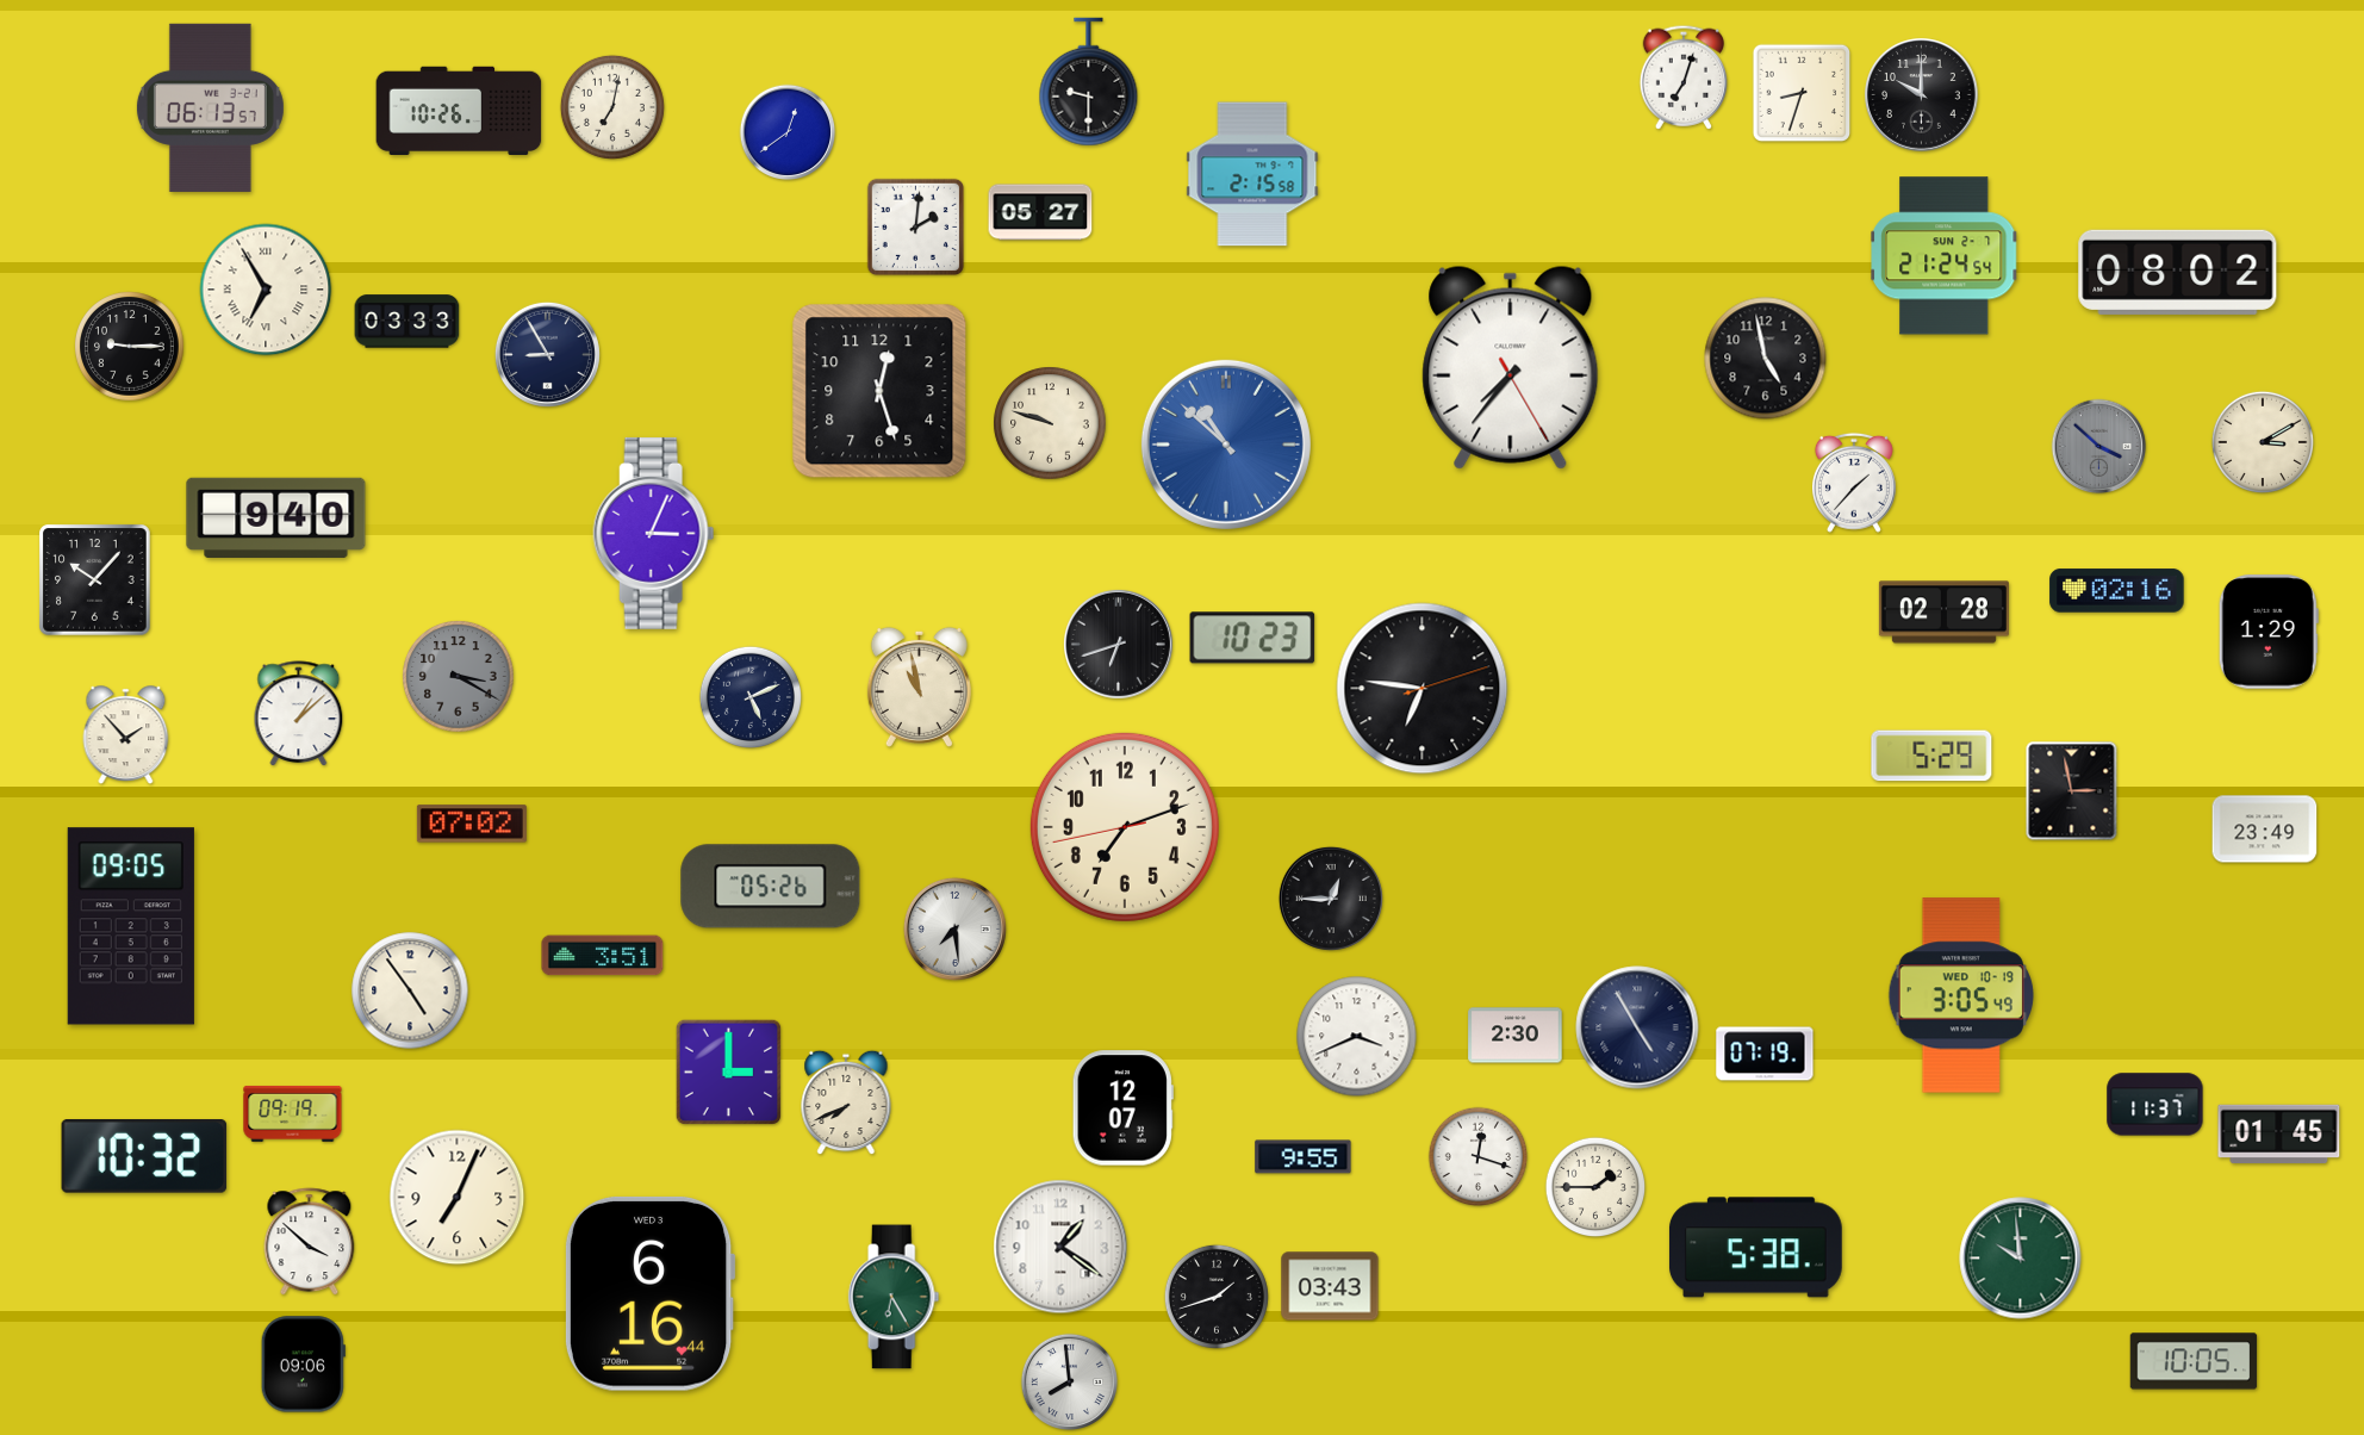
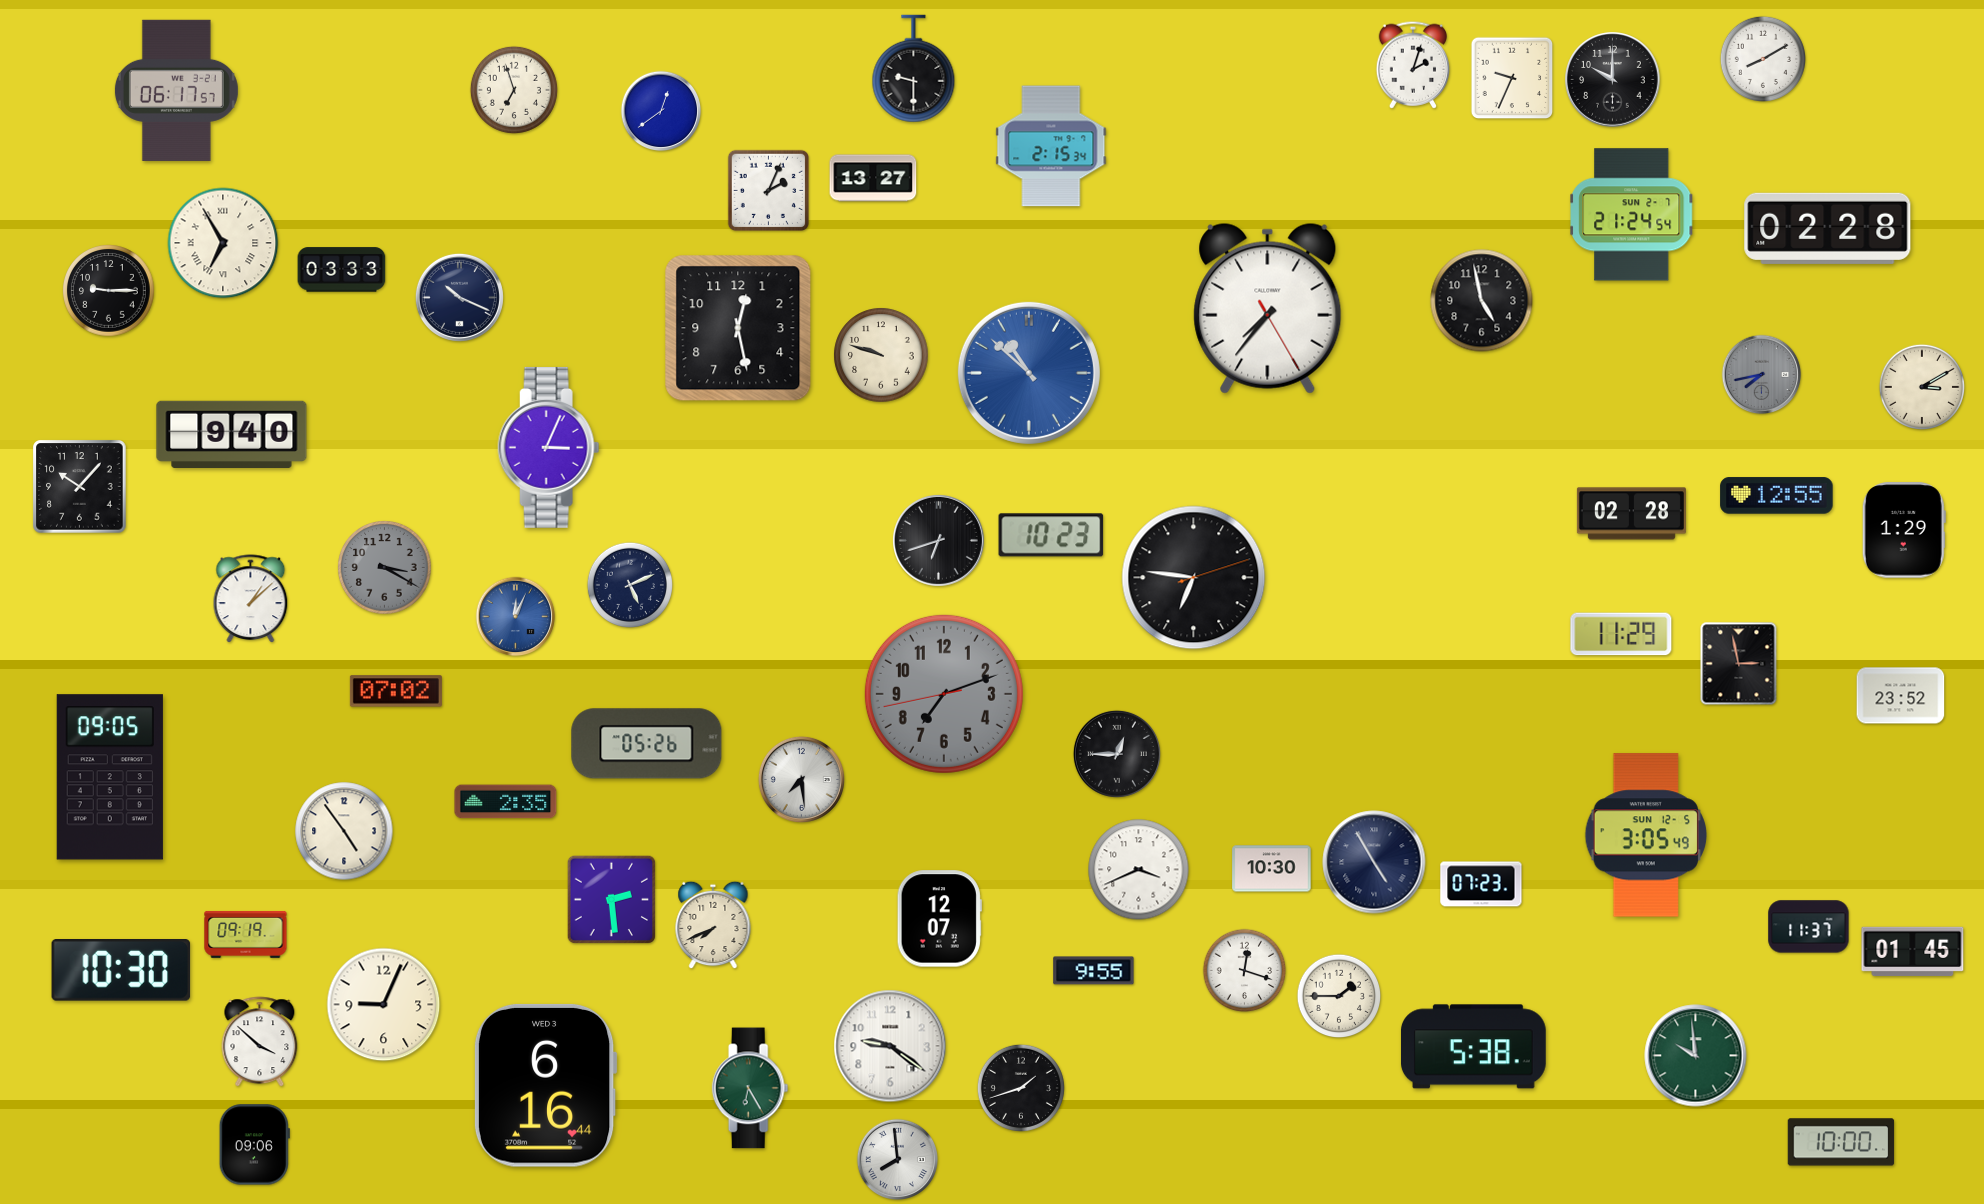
clock at (1762, 58): none -> 8:10
clock at (1684, 77): 7:03 -> 2:03
clock at (1802, 93): 8:33 -> 9:34
clock at (210, 107): 06:13 -> 06:17
clock at (612, 107): 7:02 -> 6:57
clock at (459, 111): 10:26 -> none
clock at (1252, 174): 2:15:58 -> 2:15:34
clock at (1040, 212): 05:27 -> 13:27
clock at (915, 226): 2:01 -> 2:04
clock at (2178, 272): 08:02 -> 02:28
clock at (547, 354): 8:55 -> 10:19
clock at (879, 391): 12:27 -> 12:28
clock at (2262, 441) position: (2262, 441) -> (1921, 386)
clock at (2099, 447): 3:52 -> 7:43
clock at (1854, 483): 1:37 -> none
clock at (2117, 591): 02:16 -> 12:55
clock at (919, 687): 10:58 -> none
clock at (126, 735): 1:53 -> none
clock at (516, 617): none -> 12:04
clock at (1931, 756): 5:29 -> 11:29
clock at (1125, 827) dial: cream -> grey
clock at (2265, 830): 23:49 -> 23:52
clock at (603, 956): 3:51 -> 2:35
clock at (1960, 995) date: WED 10-19 -> SUN 12-5
clock at (1516, 1036): 2:30 -> 10:30
clock at (1765, 1054): 07:19 -> 07:23
clock at (729, 1073): 3:00 -> 2:29
clock at (846, 1102) position: (846, 1102) -> (713, 925)
clock at (1122, 1108) position: (1122, 1108) -> (939, 919)
clock at (144, 1157): 10:32 -> 10:30
clock at (1479, 1157) position: (1479, 1157) -> (1245, 971)
clock at (458, 1198): 7:04 -> 9:04
clock at (1060, 1247): 1:21 -> 9:21
clock at (1330, 1286): 03:43 -> none
clock at (2194, 1361): 10:05 -> 10:00
